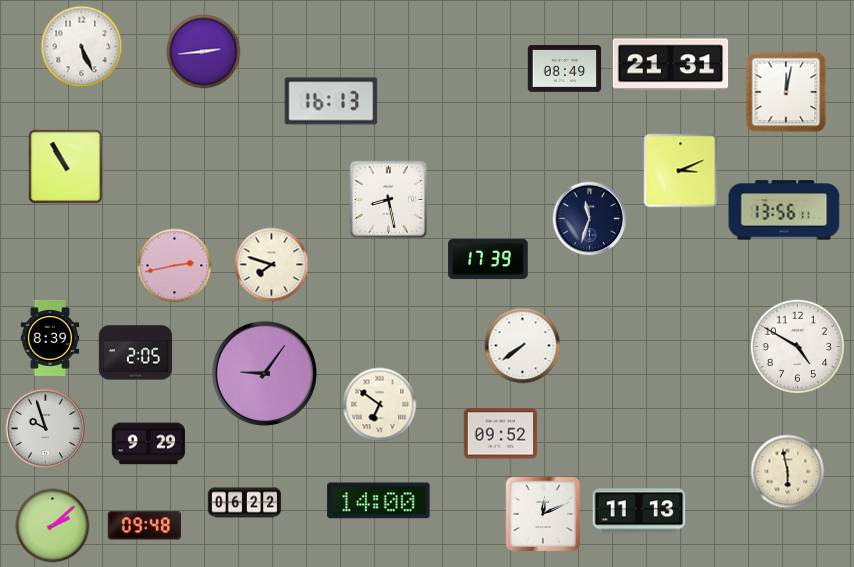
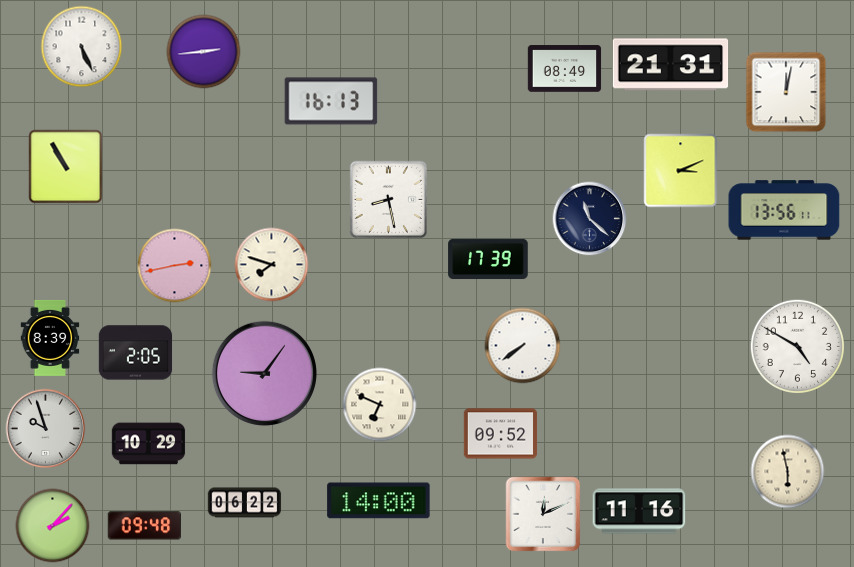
clock at (590, 219): 11:33 -> 11:22
clock at (380, 405): 6:51 -> 6:49
clock at (149, 444): 9:29 -> 10:29
clock at (639, 511): 11:13 -> 11:16
clock at (53, 526): 2:08 -> 2:07
